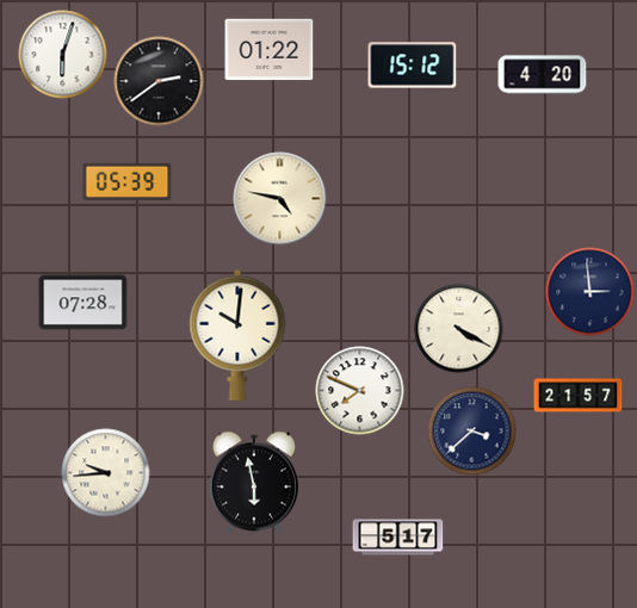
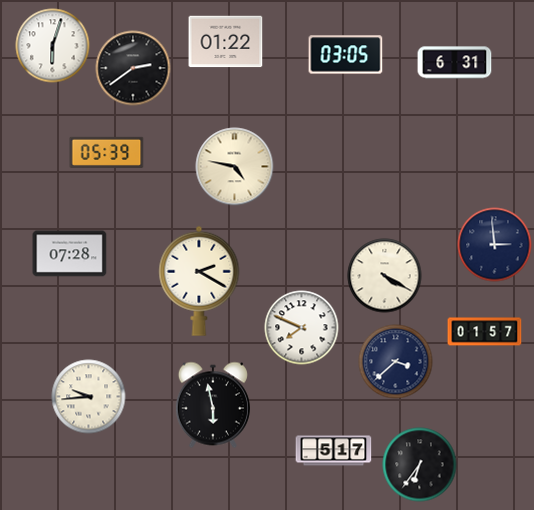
clock at (413, 66): 15:12 -> 03:05
clock at (543, 75): 4:20 -> 6:31
clock at (237, 335): 10:01 -> 2:20
clock at (579, 396): 21:57 -> 01:57
clock at (420, 465): none -> 6:36
